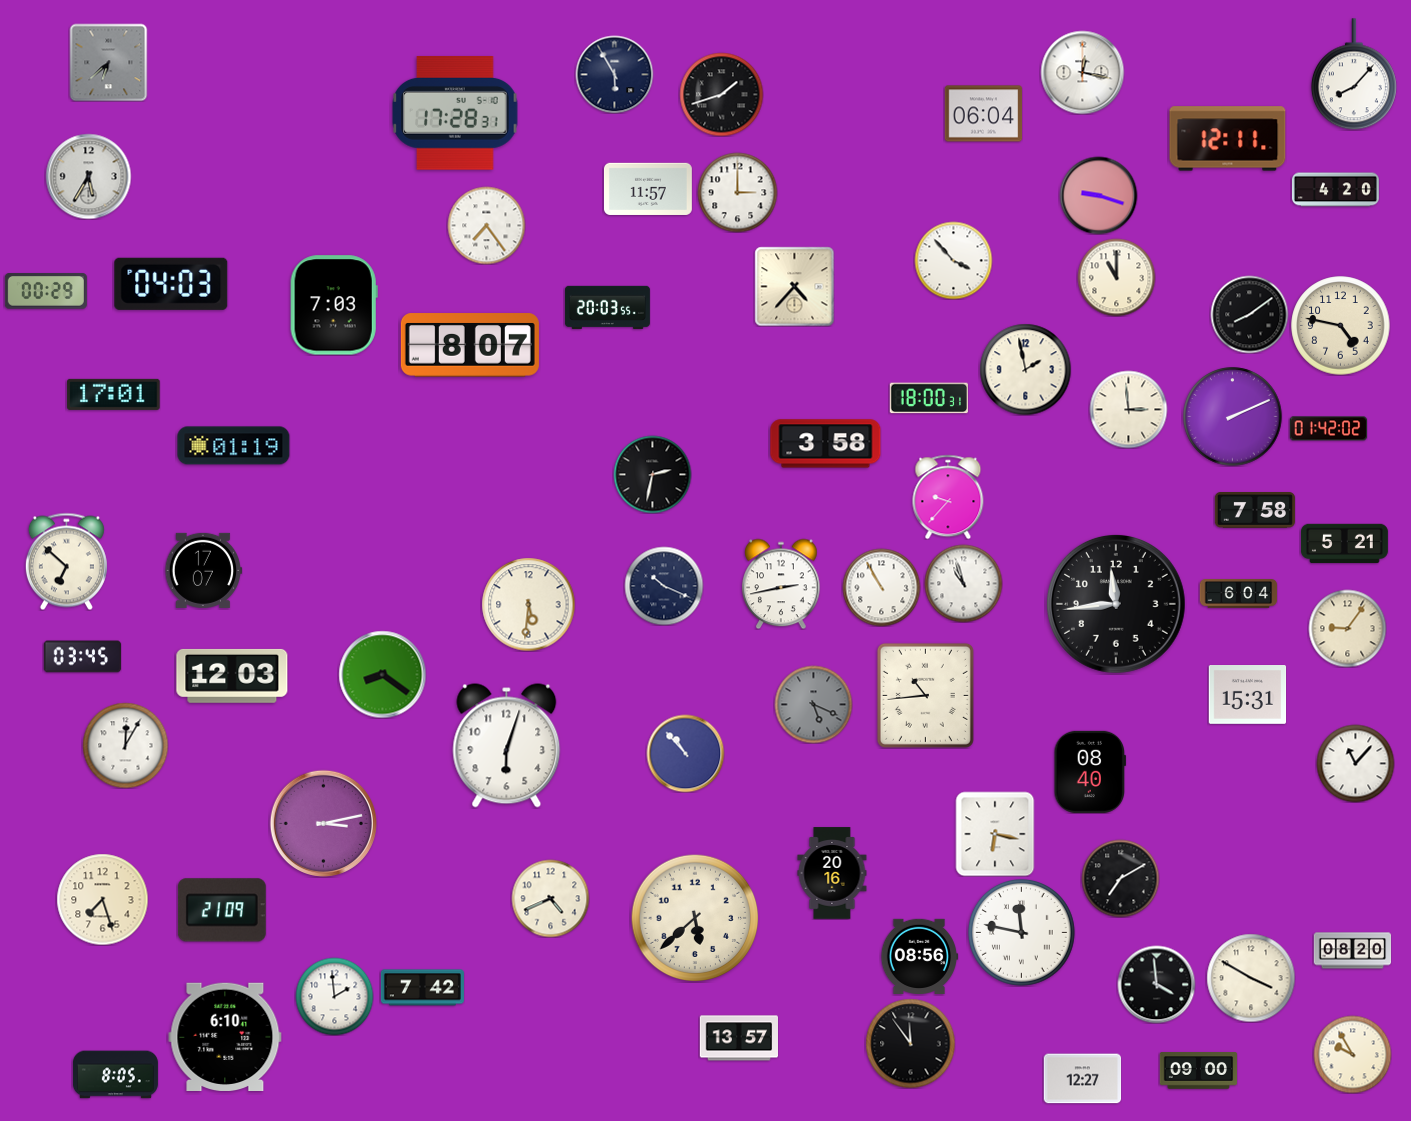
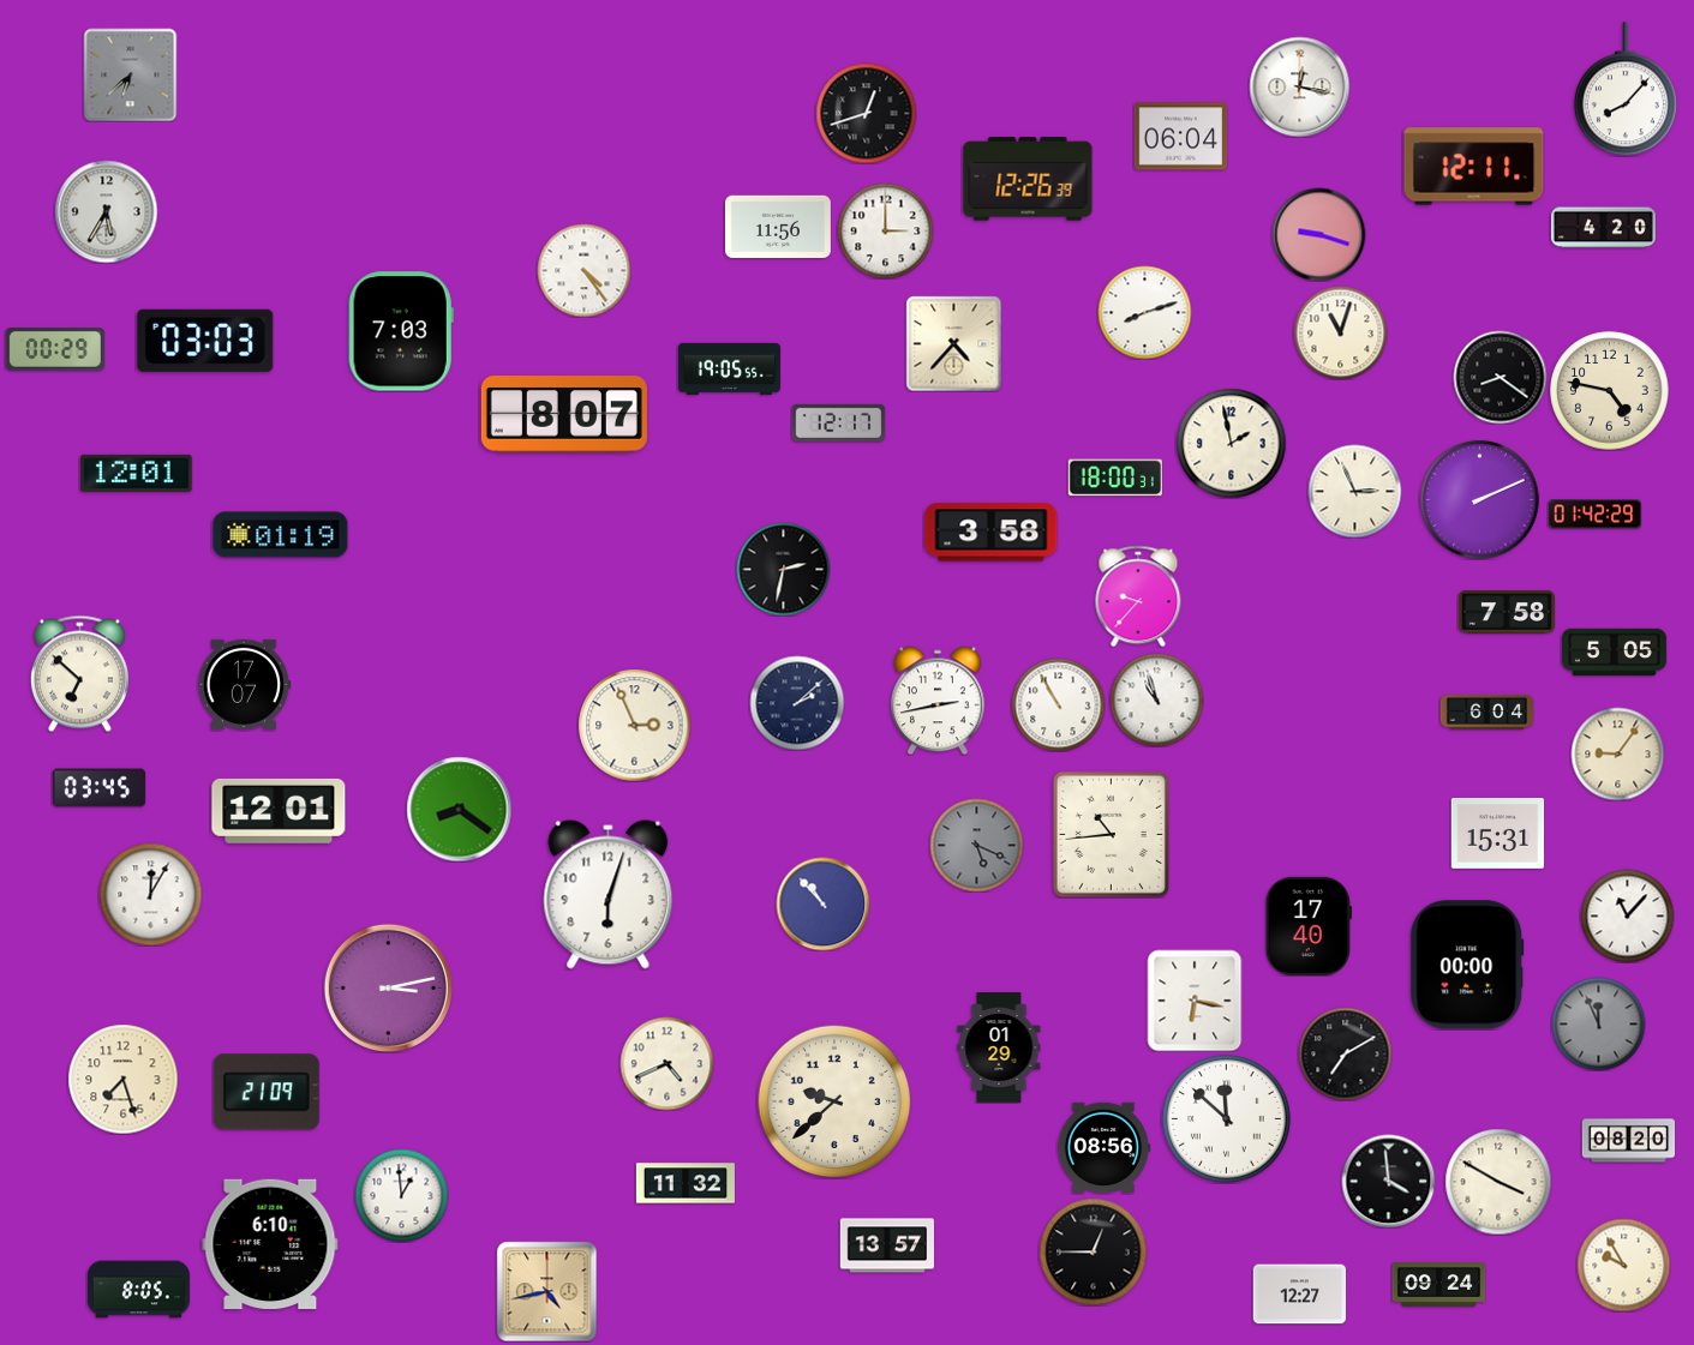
clock at (614, 74): 5:55 -> none
clock at (721, 94): 1:42 -> 12:42
clock at (455, 113): 17:28 -> none
clock at (1028, 179): none -> 12:26
clock at (648, 188): 11:57 -> 11:56
clock at (486, 225): 7:24 -> 4:24
clock at (953, 260): 3:53 -> 8:12
clock at (1116, 277): 11:00 -> 11:03
clock at (171, 284): 04:03 -> 03:03
clock at (334, 305) position: (334, 305) -> (401, 331)
clock at (607, 307): 20:03 -> 19:05
clock at (1249, 314): 8:09 -> 8:21
clock at (838, 422): none -> 12:17
clock at (114, 394): 17:01 -> 12:01
clock at (1128, 409): 2:59 -> 2:56
clock at (1328, 429): 01:42:02 -> 01:42:29
clock at (1344, 544): 5:21 -> 5:05
clock at (664, 586): 10:19 -> 2:08
clock at (528, 604): 5:31 -> 2:56
clock at (1116, 604): 11:44 -> none
clock at (232, 676): 12:03 -> 12:01
clock at (1090, 772): 08:40 -> 17:40
clock at (1467, 965): none -> 00:00
clock at (1598, 1023): none -> 11:56
clock at (832, 873): 20:16 -> 01:29
clock at (550, 898) position: (550, 898) -> (666, 1063)
clock at (695, 918): 5:38 -> 9:38
clock at (1021, 932): 11:47 -> 11:52
clock at (1352, 951) position: (1352, 951) -> (1628, 1141)
clock at (1251, 978) position: (1251, 978) -> (1498, 1182)
clock at (686, 1183): none -> 11:32
clock at (422, 988): 7:42 -> none
clock at (334, 996): 1:59 -> 12:59
clock at (910, 1043): 11:54 -> 12:45
clock at (1198, 1071): 09:00 -> 09:24
clock at (546, 1291): none -> 4:43
